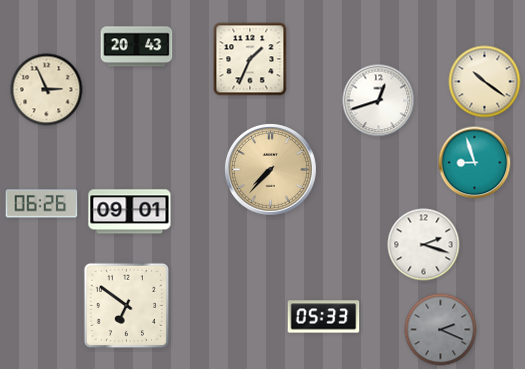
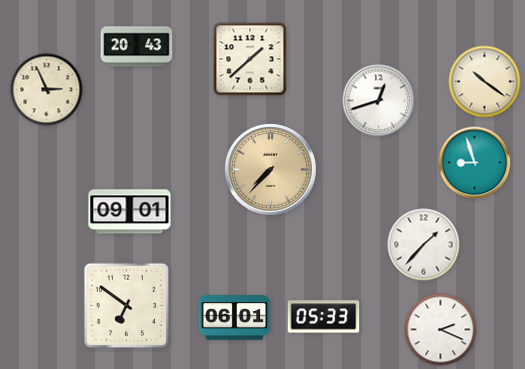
clock at (250, 59): 1:34 -> 1:38
clock at (42, 204): 06:26 -> none
clock at (424, 245): 2:18 -> 1:37
clock at (235, 318): none -> 06:01
clock at (441, 330) dial: grey -> white
